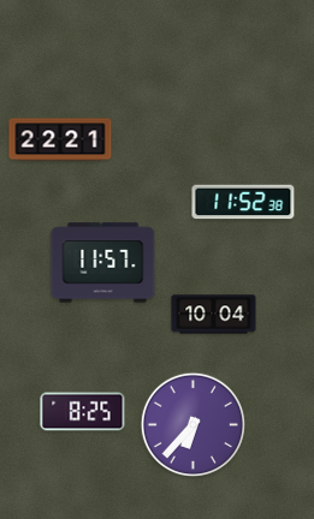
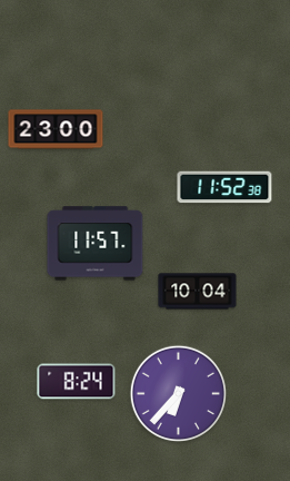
clock at (60, 139): 22:21 -> 23:00
clock at (83, 412): 8:25 -> 8:24
